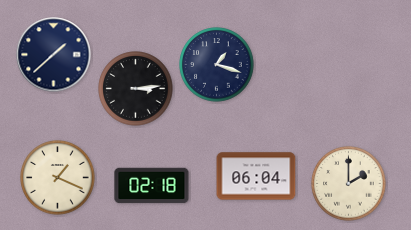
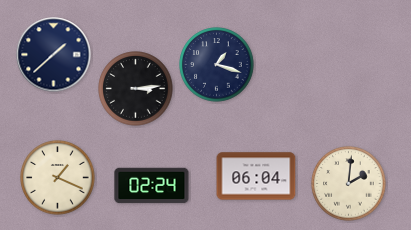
clock at (349, 184): 2:00 -> 2:01
clock at (152, 186): 02:18 -> 02:24
